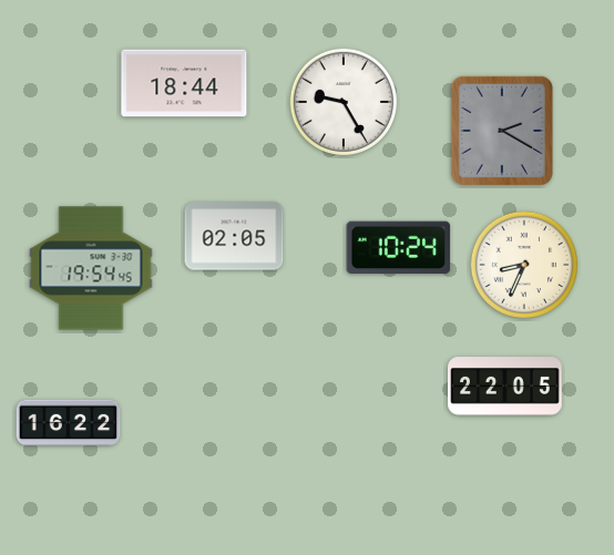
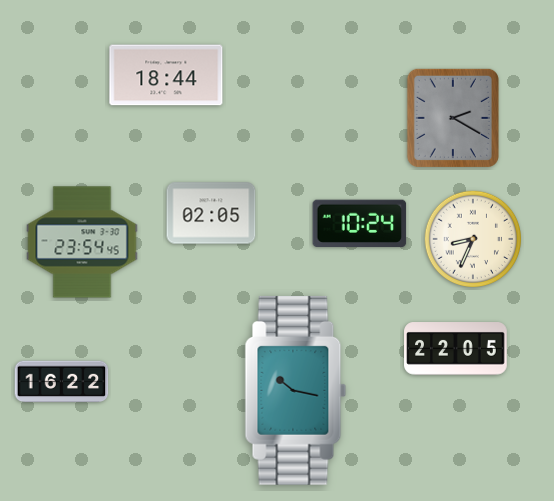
clock at (342, 101): 9:25 -> none
clock at (91, 268): 19:54 -> 23:54
clock at (296, 390): none -> 10:17
